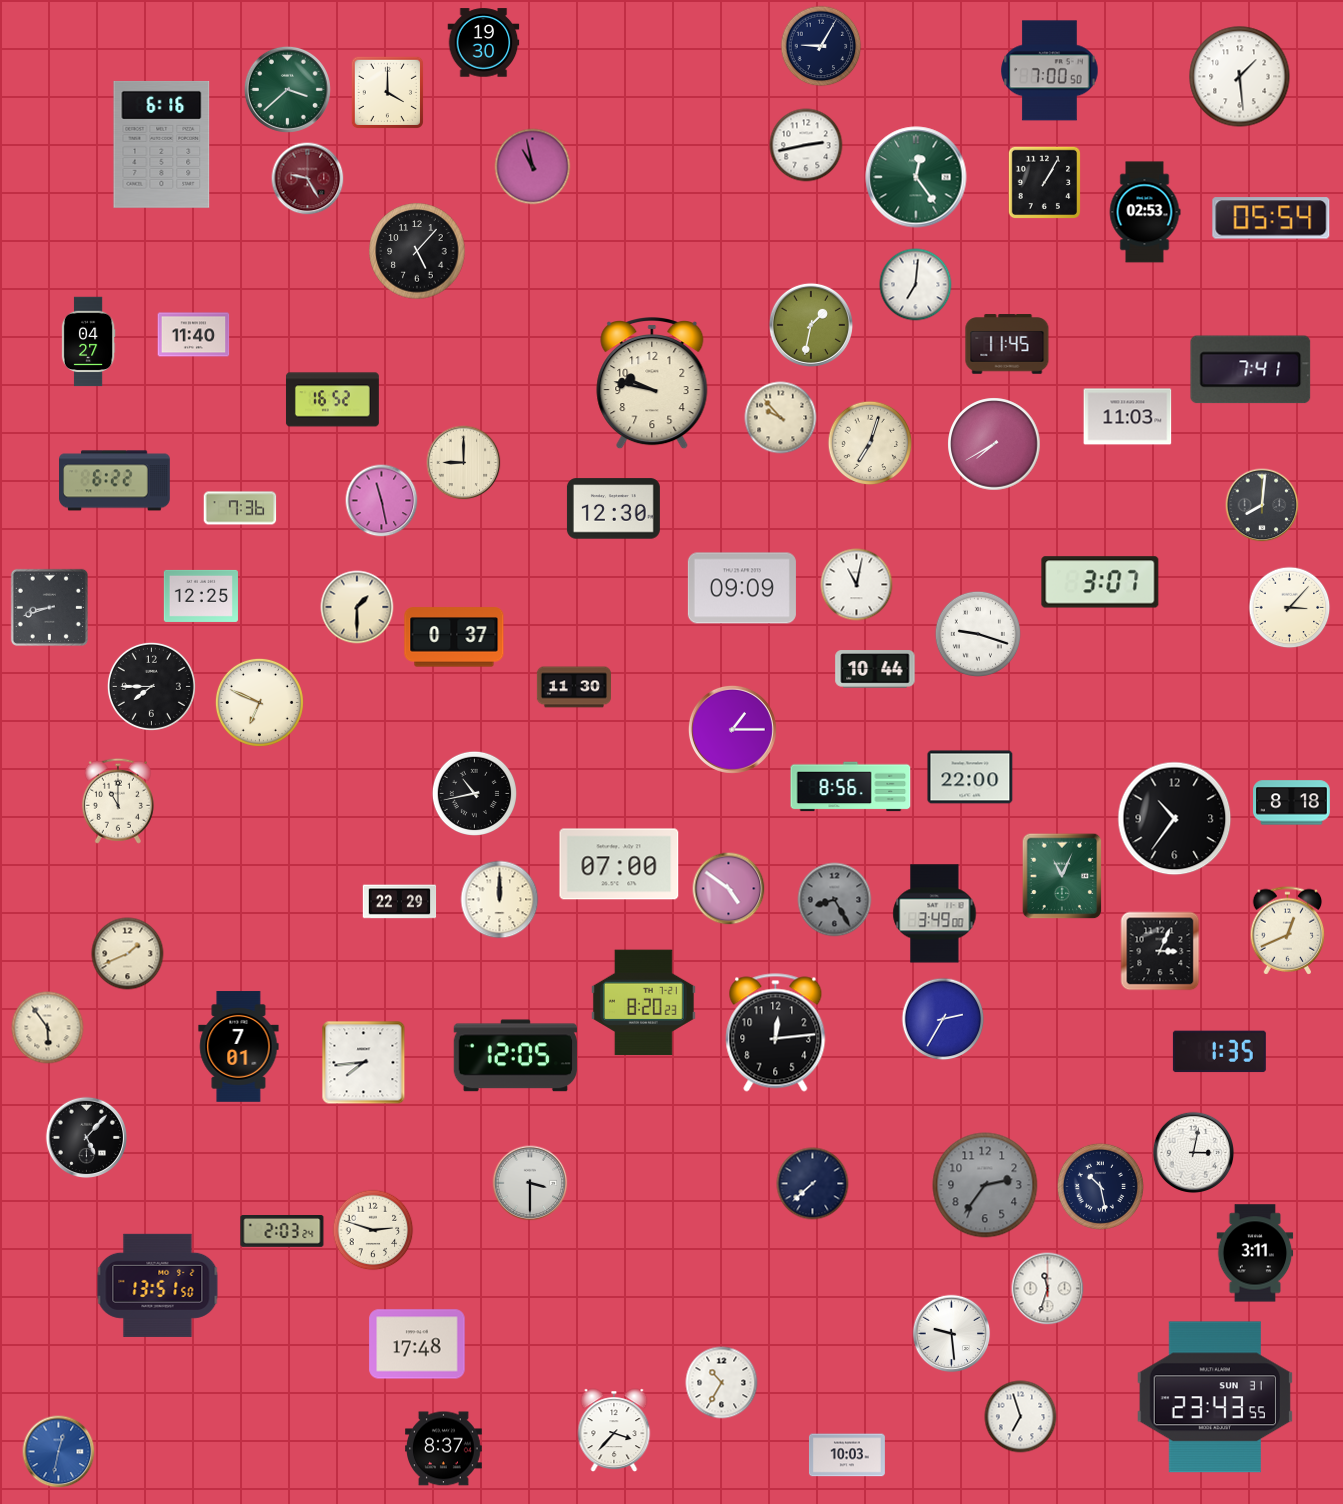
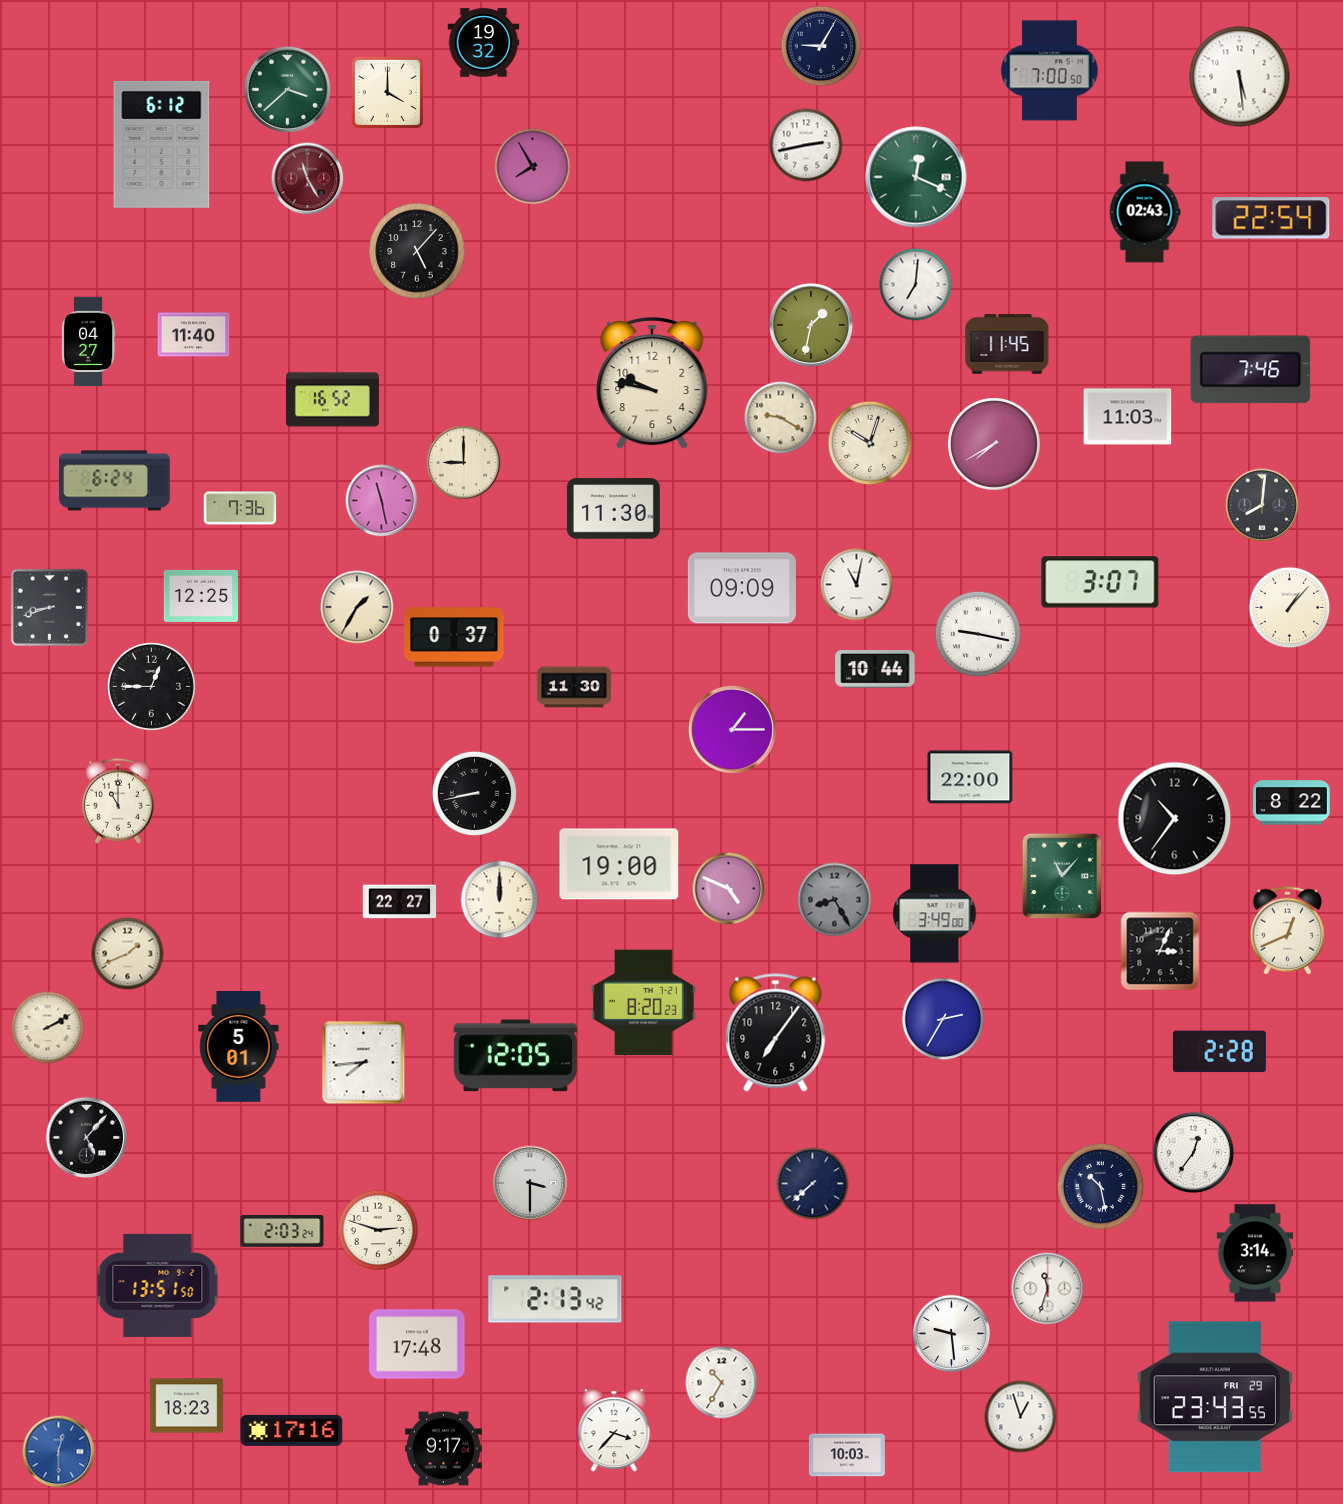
clock at (484, 43): 19:30 -> 19:32
clock at (1240, 77): 1:29 -> 5:29
clock at (162, 144): 6:16 -> 6:12
clock at (533, 167): 10:58 -> 7:55
clock at (916, 177): 12:24 -> 12:19
clock at (308, 179): 9:25 -> 11:25
clock at (1044, 182): 1:05 -> none
clock at (1145, 212): 02:53 -> 02:43
clock at (1271, 218): 05:54 -> 22:54
clock at (1251, 370): 7:41 -> 7:46
clock at (781, 418): 9:53 -> 9:20
clock at (870, 443): 7:03 -> 10:03
clock at (115, 481): 6:22 -> 6:24
clock at (613, 509): 12:30 -> 11:30
clock at (357, 607): 1:30 -> 1:35
clock at (1290, 608): 3:07 -> 1:07
clock at (978, 634): 9:18 -> 9:17
clock at (151, 686): 7:45 -> 12:45
clock at (259, 702): 6:49 -> none
clock at (851, 787): 8:56 -> none
clock at (474, 793): 10:43 -> 8:43
clock at (1292, 803): 8:18 -> 8:22
clock at (619, 864): 07:00 -> 19:00
clock at (1062, 876): 11:04 -> 11:07
clock at (729, 889): 4:51 -> 4:49
clock at (400, 902): 22:29 -> 22:27
clock at (48, 1028): 5:54 -> 2:10
clock at (776, 1033): 12:14 -> 7:06
clock at (239, 1047): 7:01 -> 5:01
clock at (1219, 1052): 1:35 -> 2:28
clock at (1193, 1152): 3:02 -> 12:36
clock at (985, 1185): 2:36 -> none
clock at (373, 1230) position: (373, 1230) -> (378, 1230)
clock at (1255, 1253): 3:11 -> 3:14
clock at (555, 1299): none -> 2:13
clock at (1215, 1397) date: SUN 31 -> FRI 29
clock at (187, 1406): none -> 18:23
clock at (1021, 1417): 6:57 -> 12:57
clock at (292, 1430): none -> 17:16
clock at (444, 1449): 8:37 -> 9:17
clock at (59, 1452): 12:32 -> 12:30
